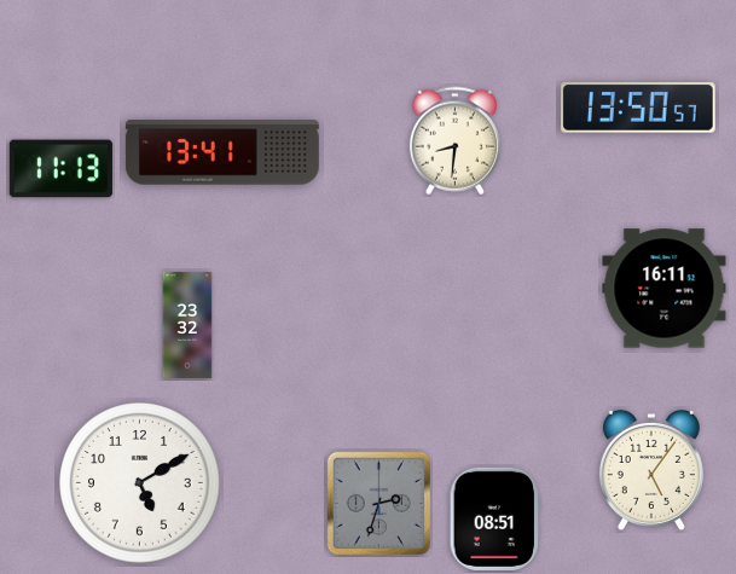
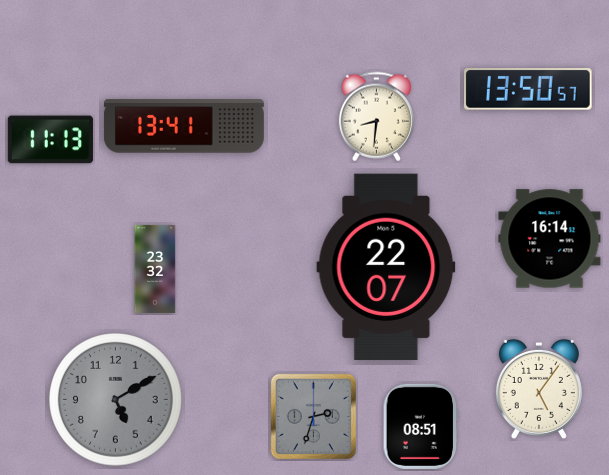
clock at (665, 289): 16:11 -> 16:14
clock at (386, 267): none -> 22:07
clock at (140, 483) dial: white -> grey
clock at (494, 518) position: (494, 518) -> (420, 426)
